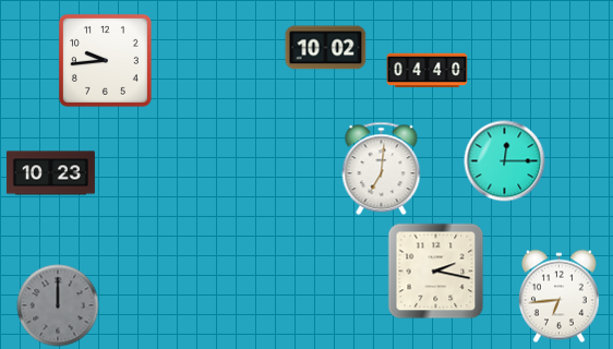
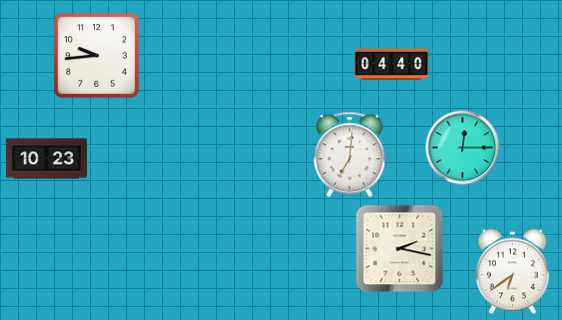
clock at (326, 48): 10:02 -> none
clock at (558, 297): 6:44 -> 6:39
clock at (58, 305): 12:00 -> none
